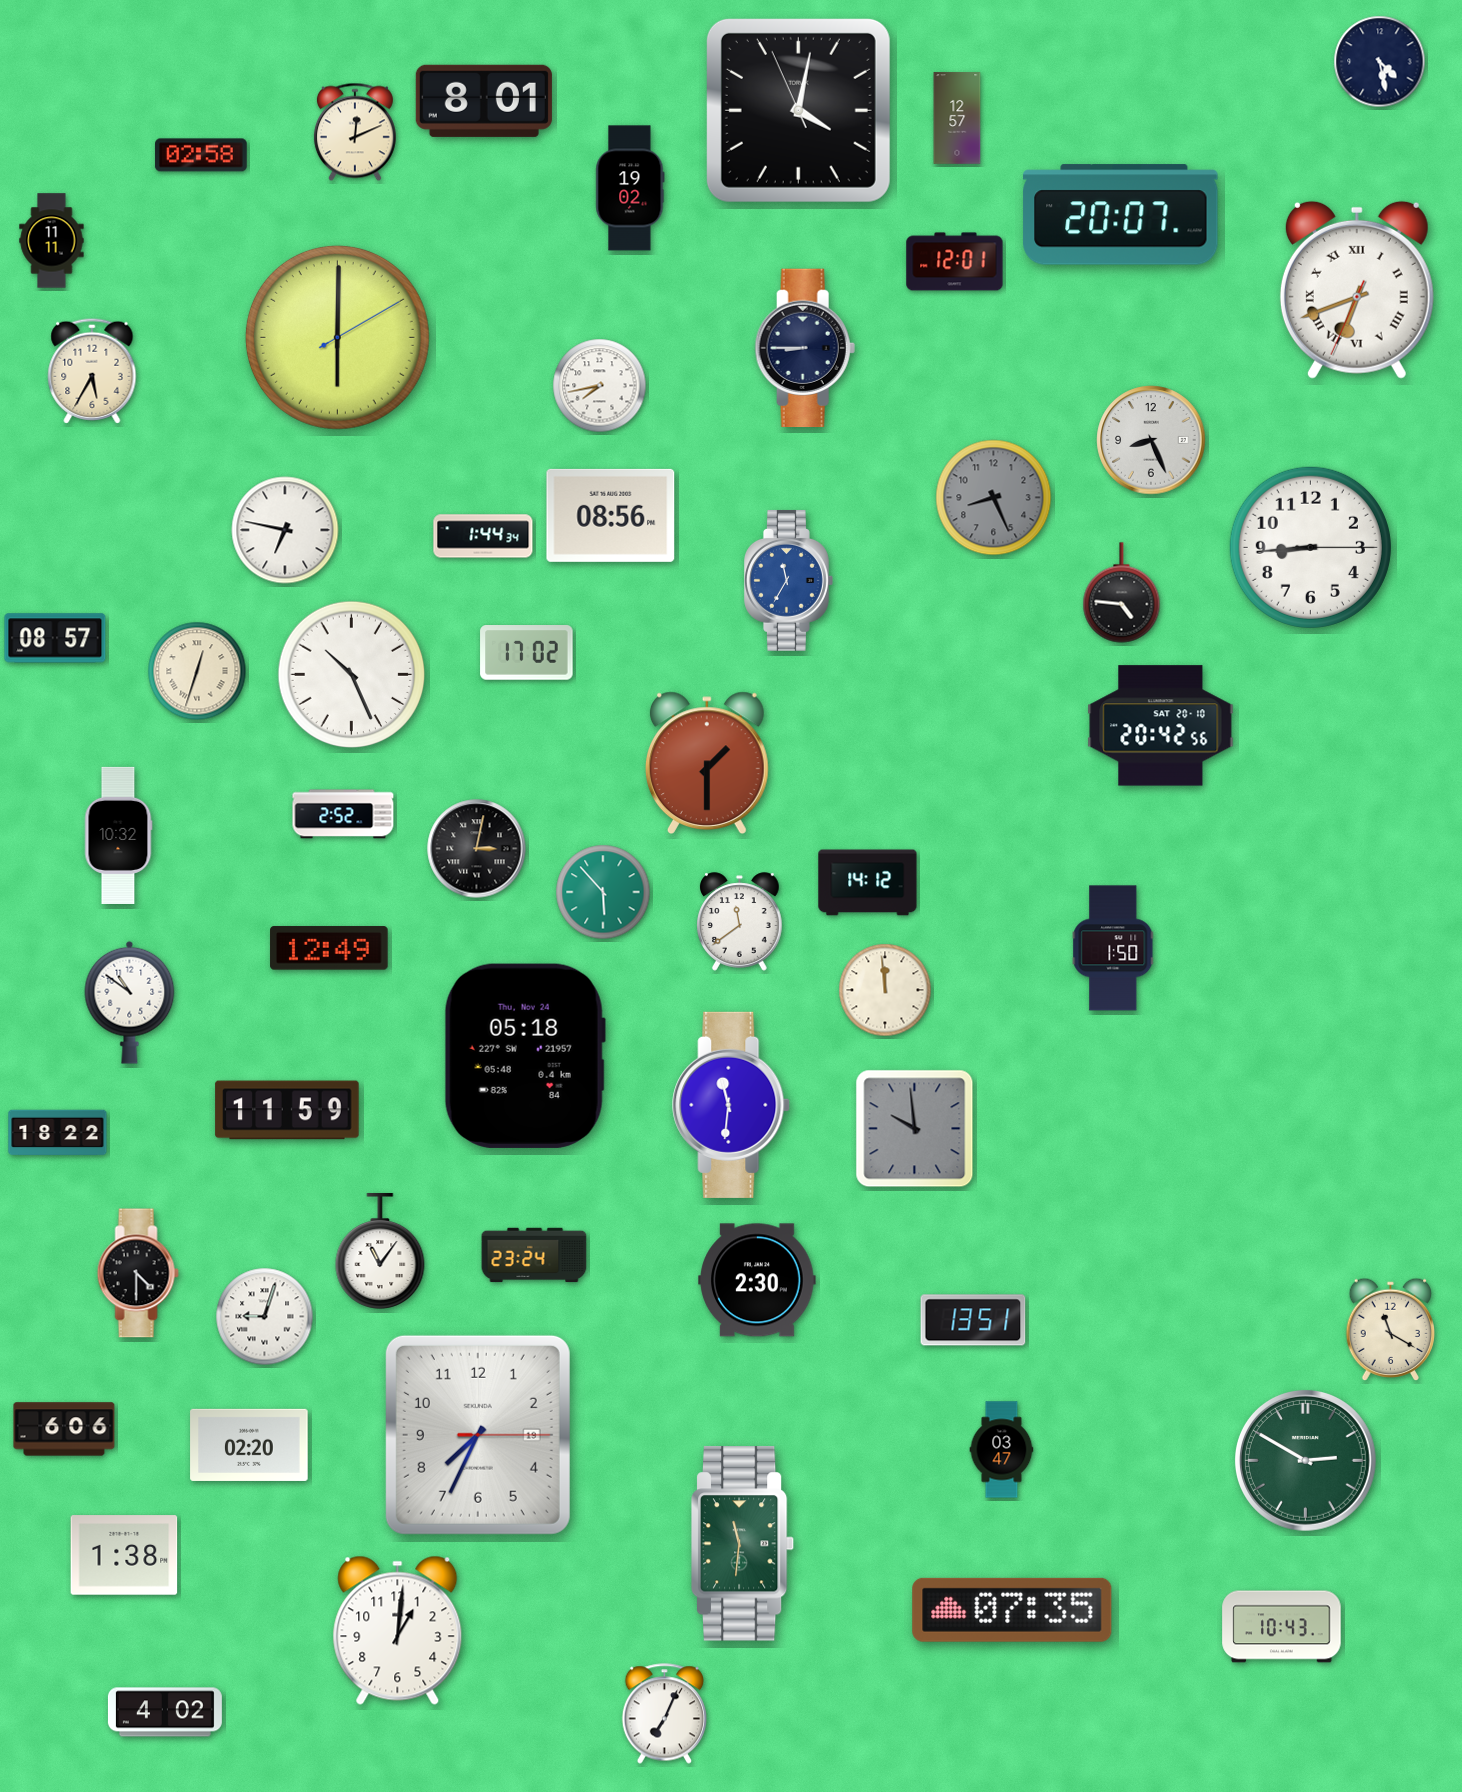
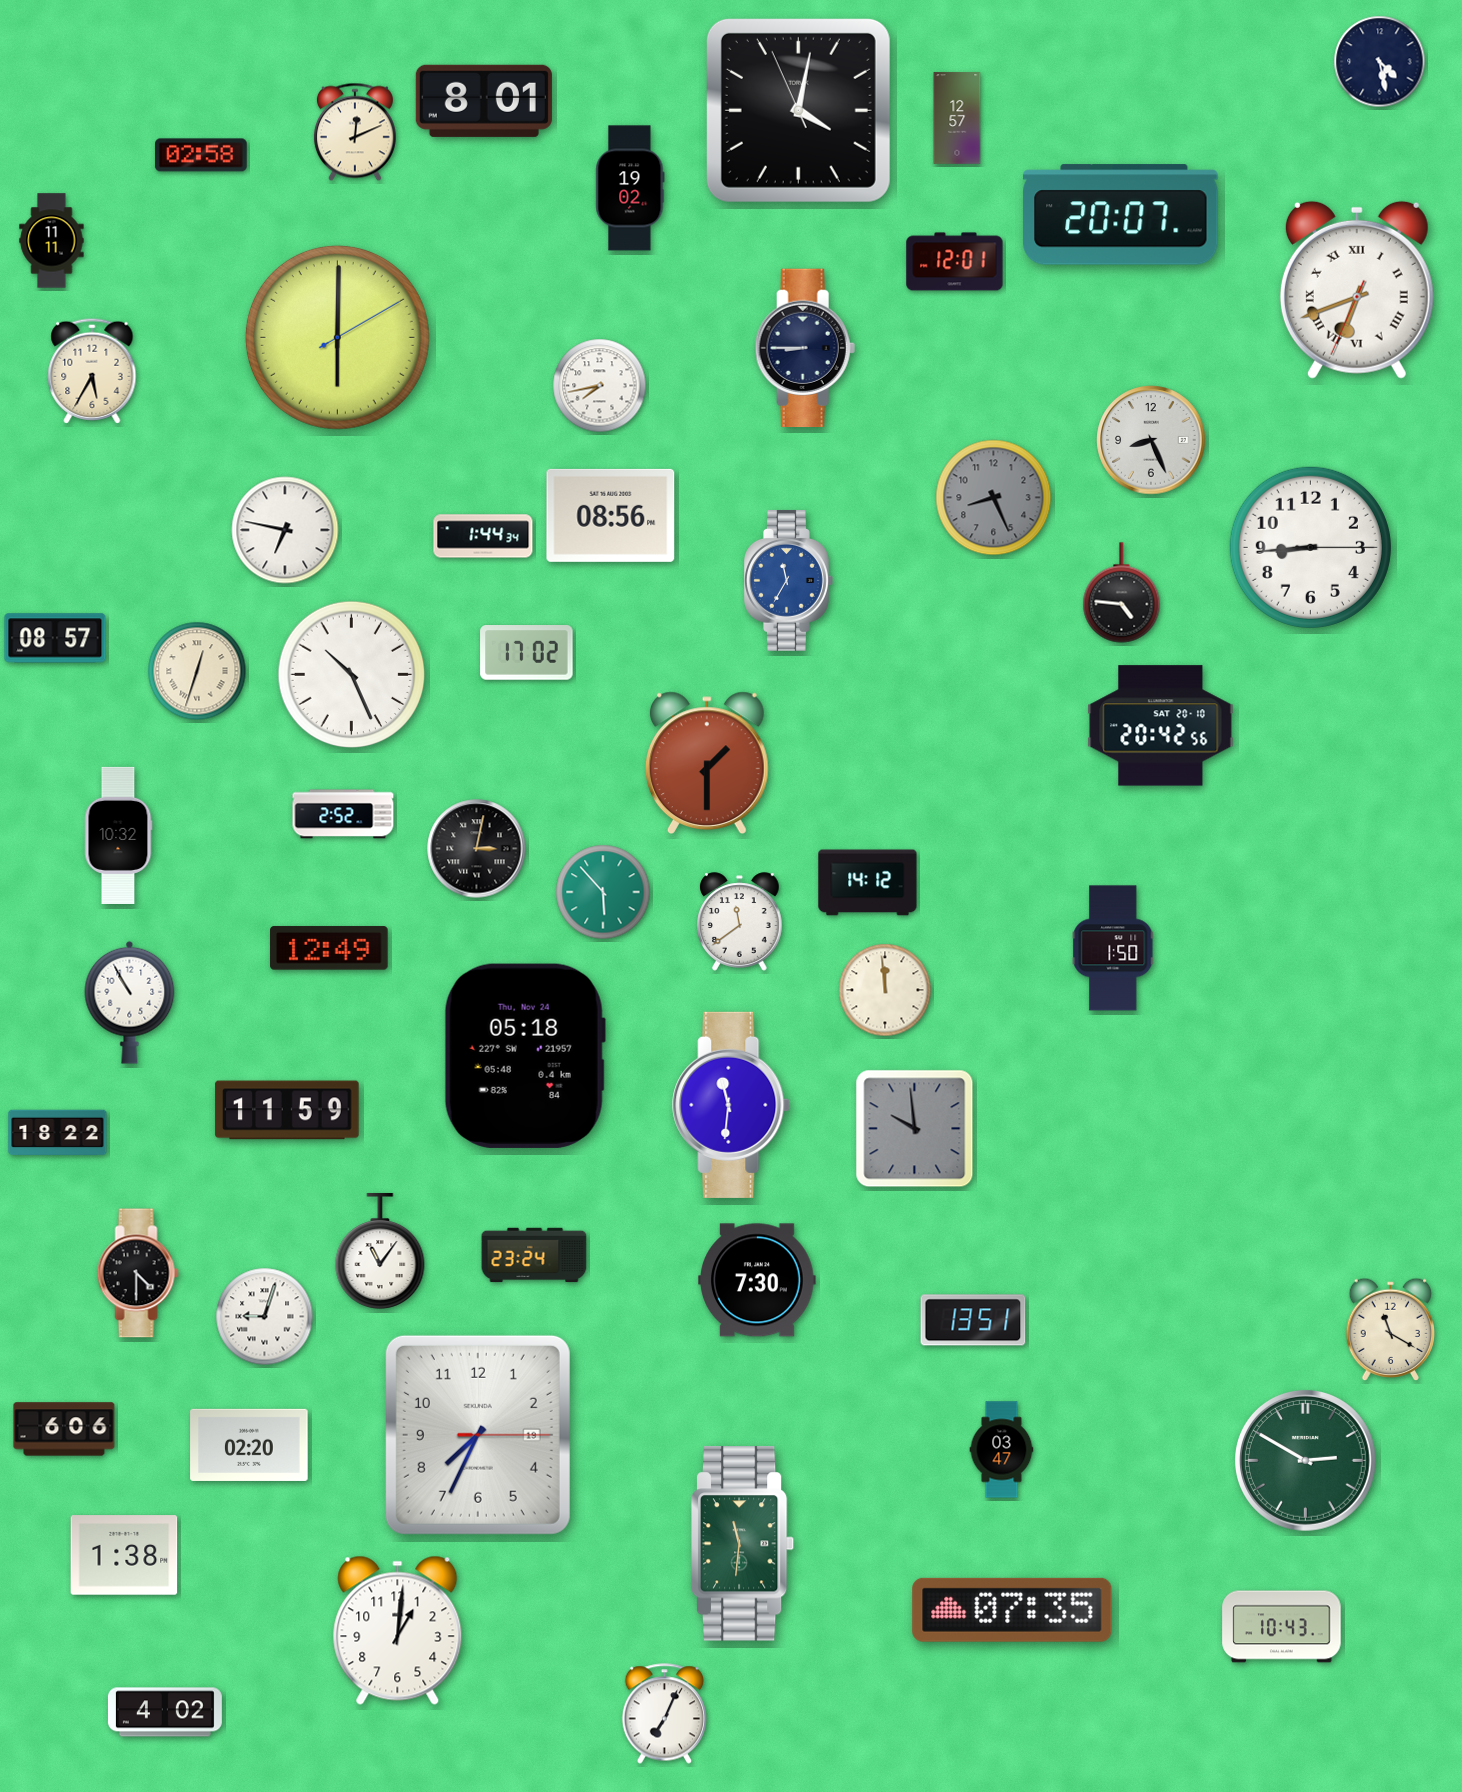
clock at (130, 1002): 10:51 -> 10:55
clock at (757, 1280): 2:30 -> 7:30
